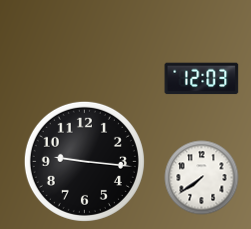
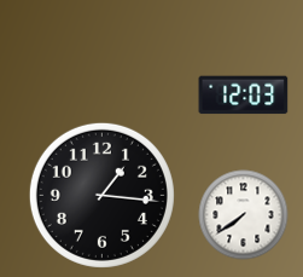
clock at (84, 161): 9:16 -> 1:16
